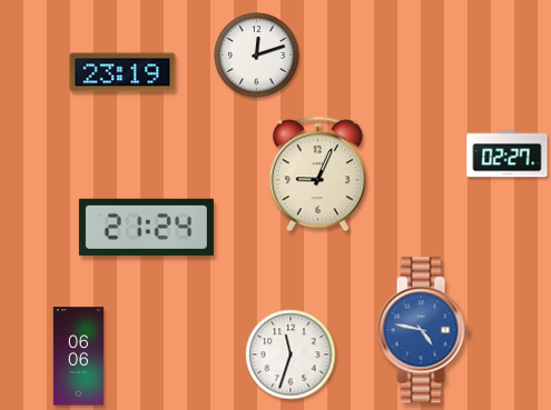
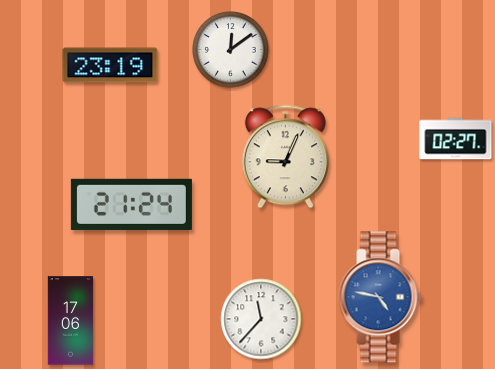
clock at (257, 56): 12:12 -> 12:09
clock at (291, 354): 11:33 -> 11:37
clock at (79, 357): 06:06 -> 17:06
